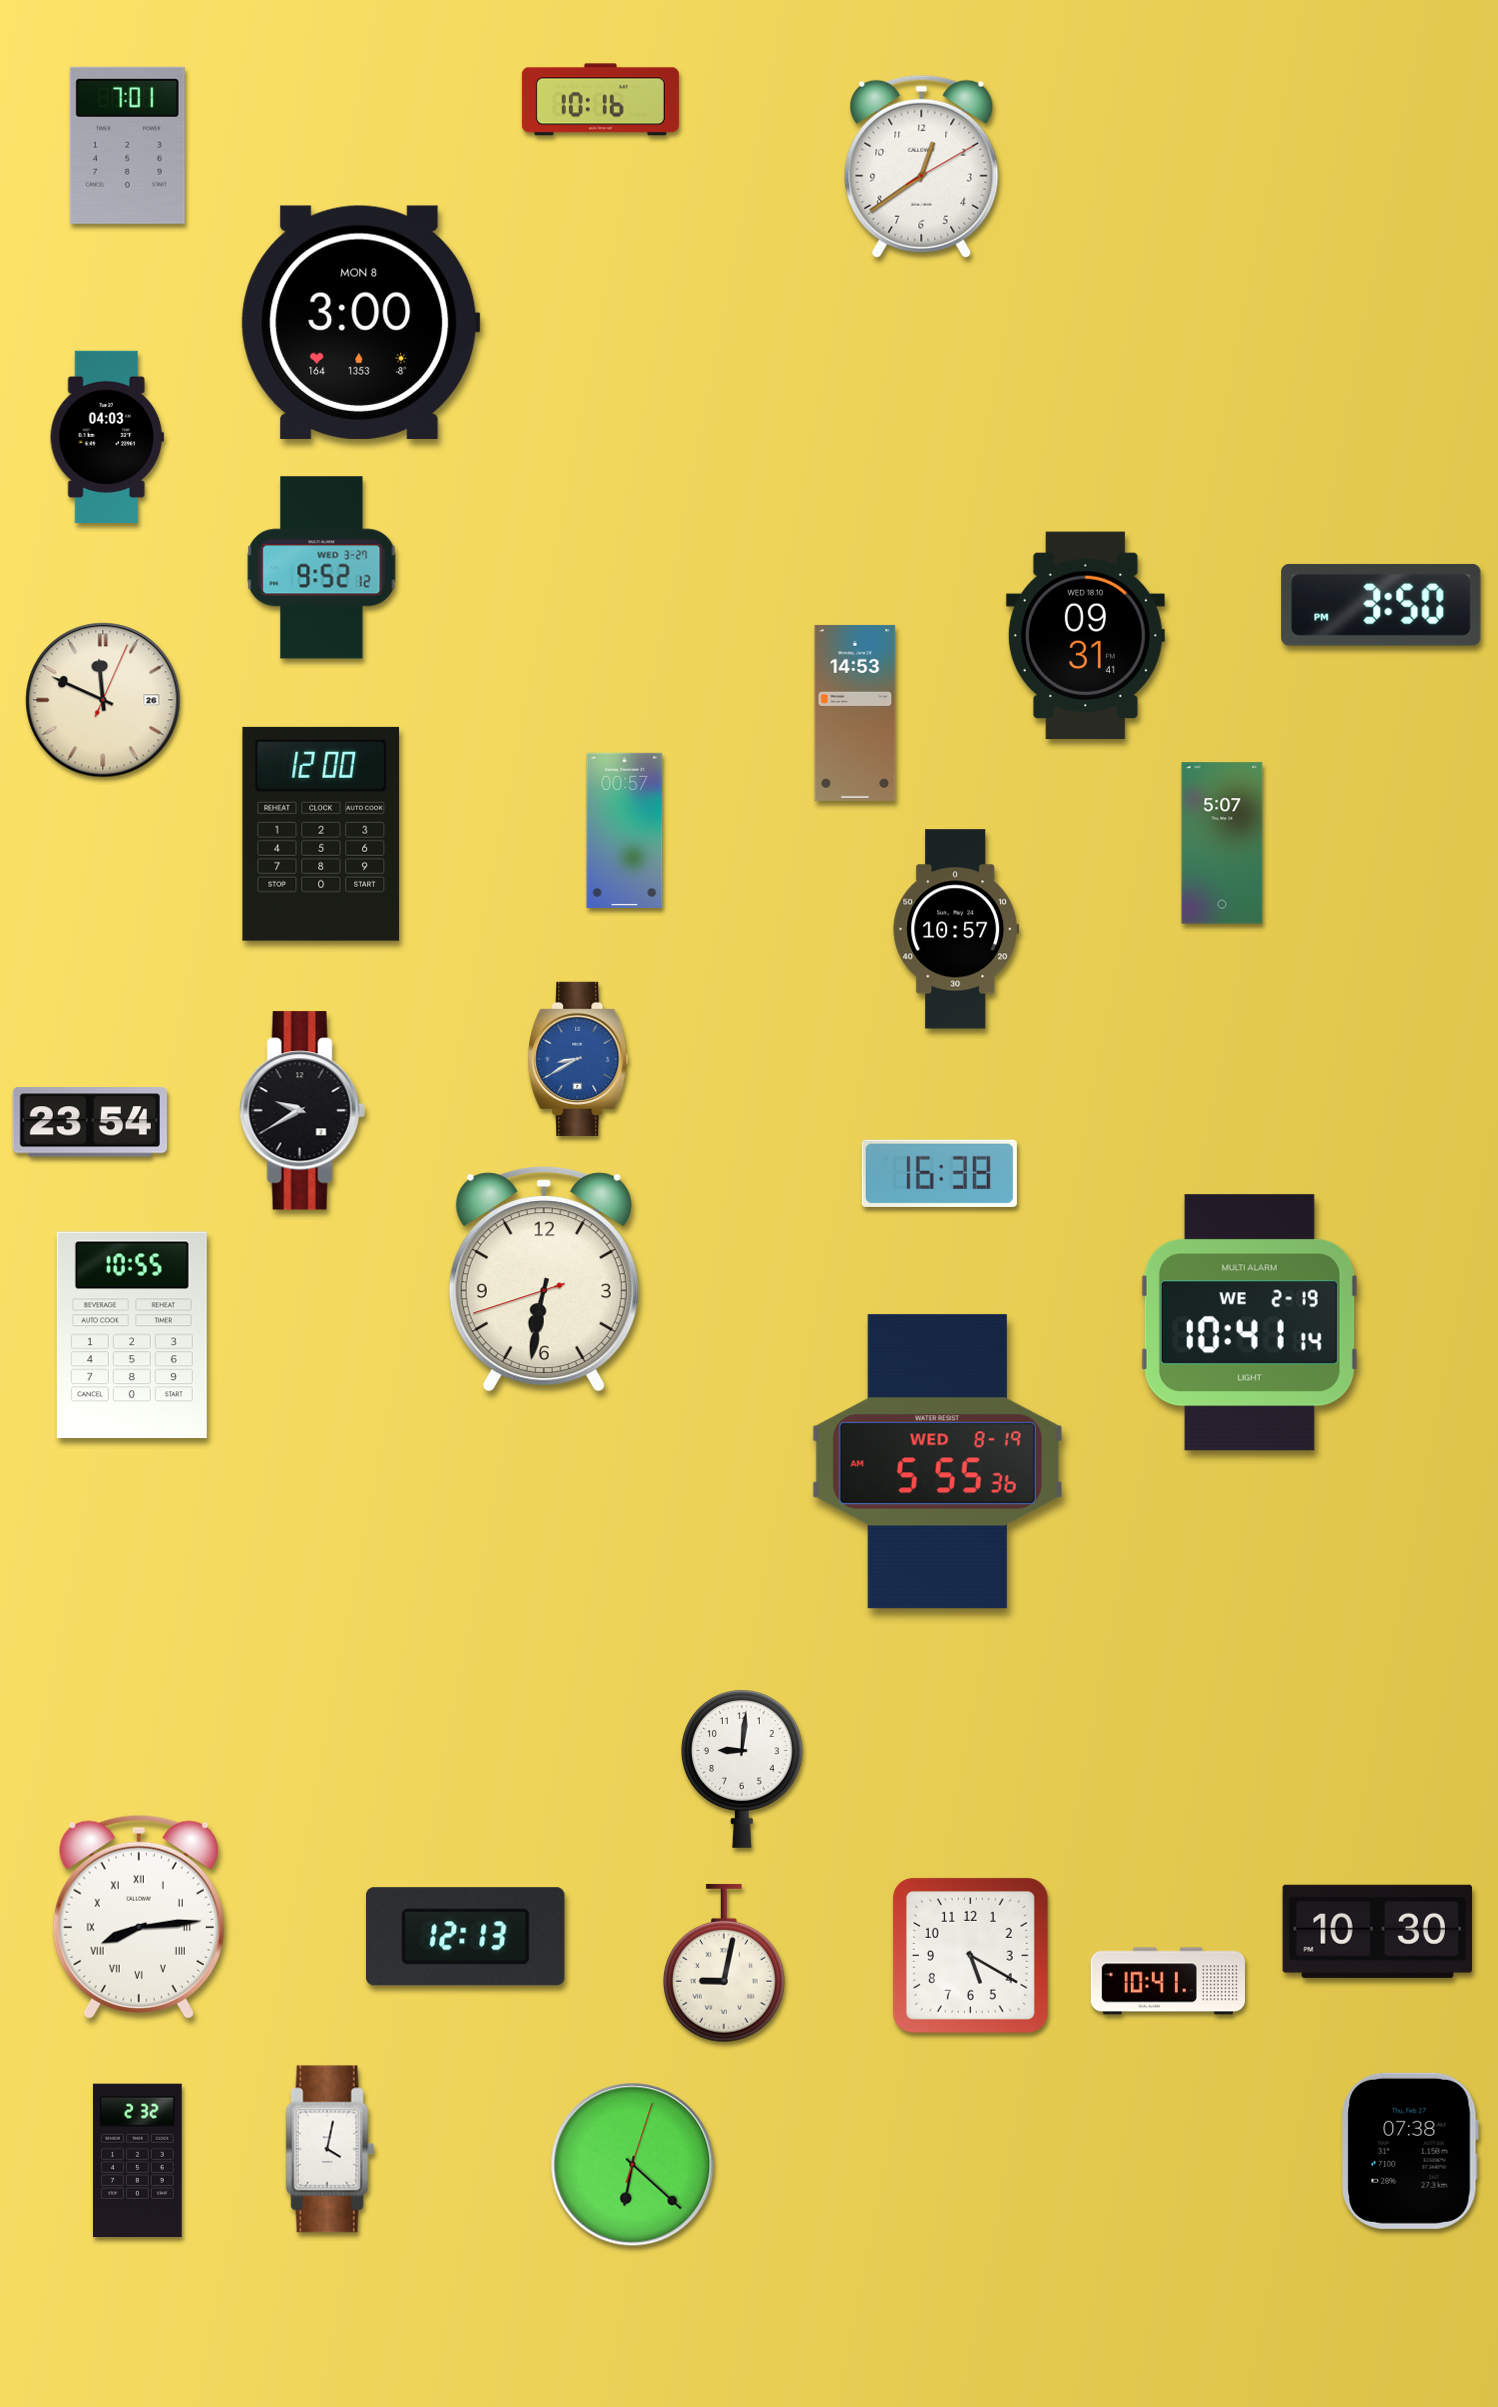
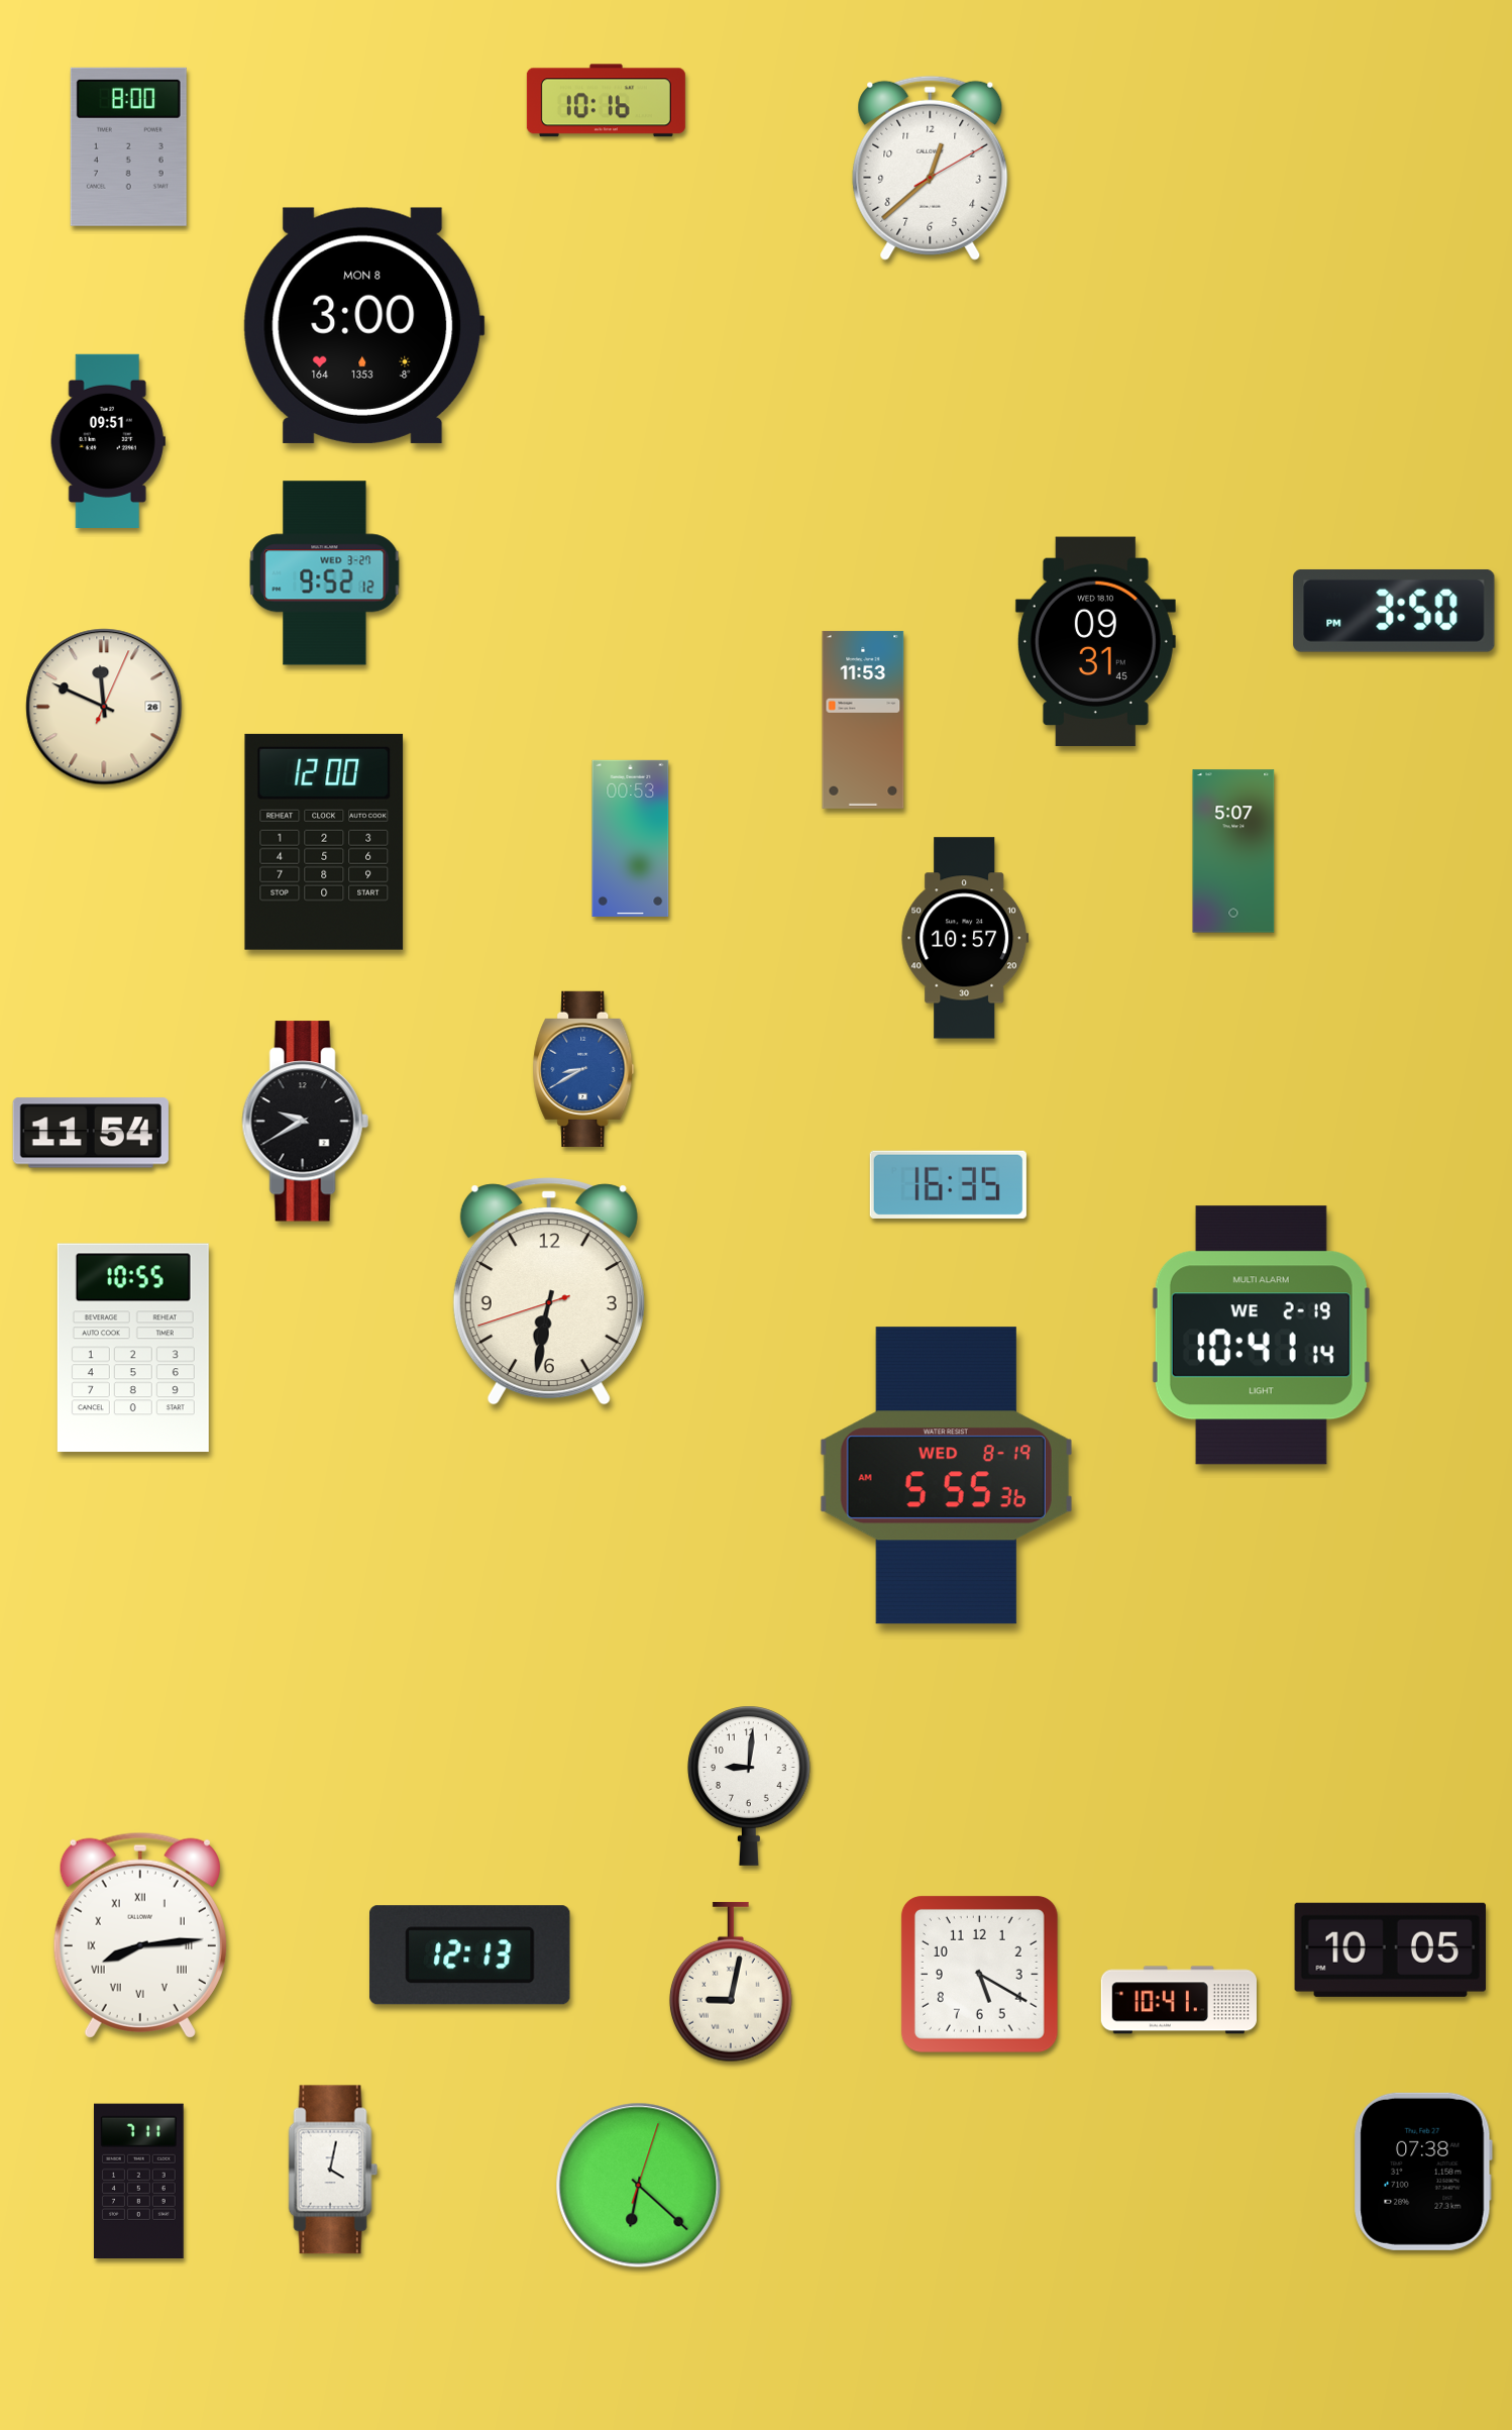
clock at (127, 145): 7:01 -> 8:00
clock at (922, 166): 12:39 -> 12:38
clock at (107, 436): 04:03 -> 09:51
clock at (1085, 636): 09:31:41 -> 09:31:45
clock at (855, 713): 14:53 -> 11:53
clock at (625, 830): 00:57 -> 00:53
clock at (90, 1122): 23:54 -> 11:54
clock at (939, 1173): 16:38 -> 16:35
clock at (1377, 1931): 10:30 -> 10:05
clock at (138, 2160): 2:32 -> 7:11
